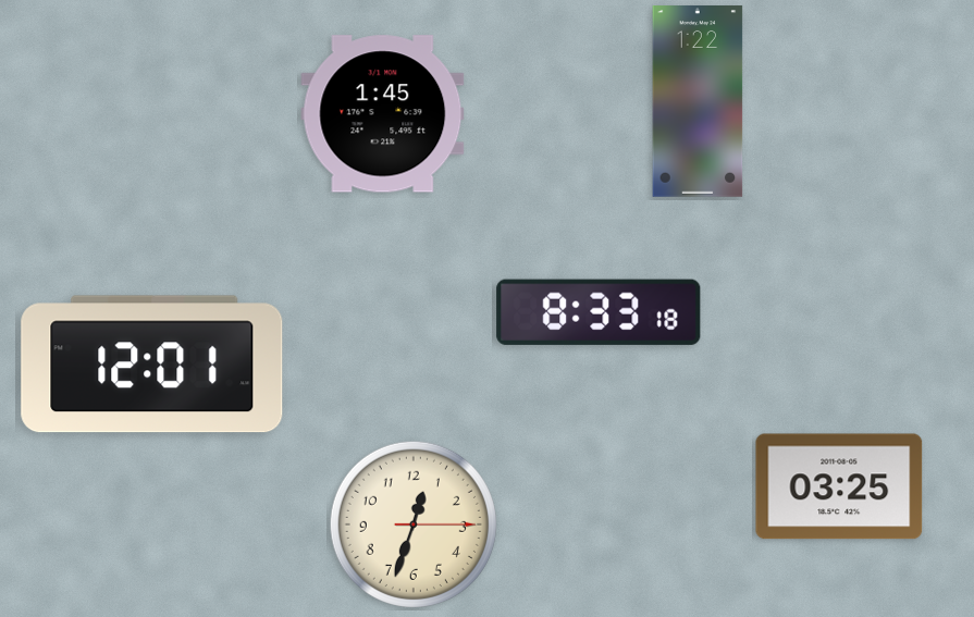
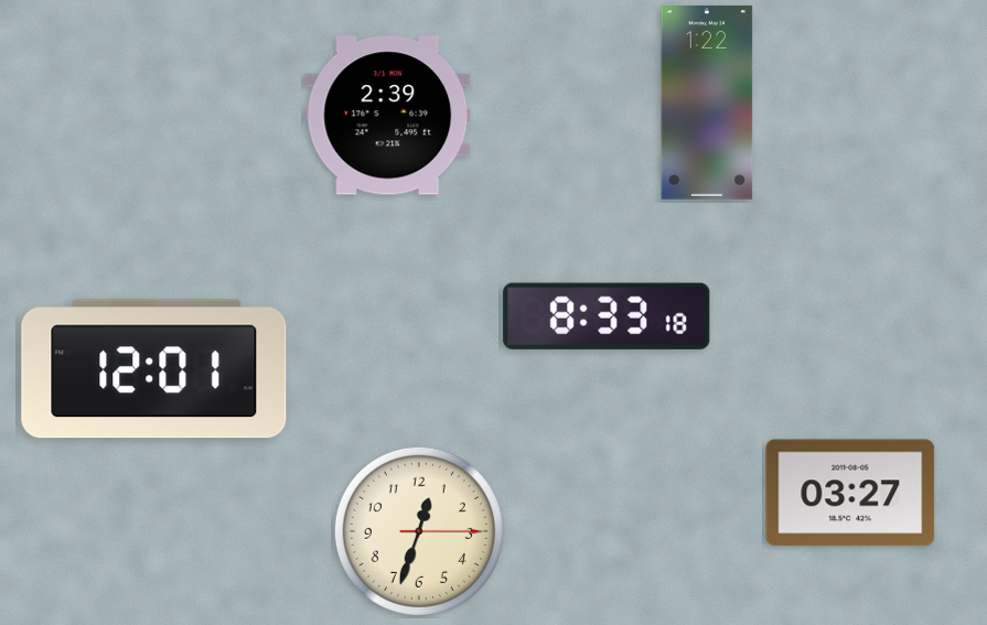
clock at (383, 114): 1:45 -> 2:39
clock at (839, 486): 03:25 -> 03:27
